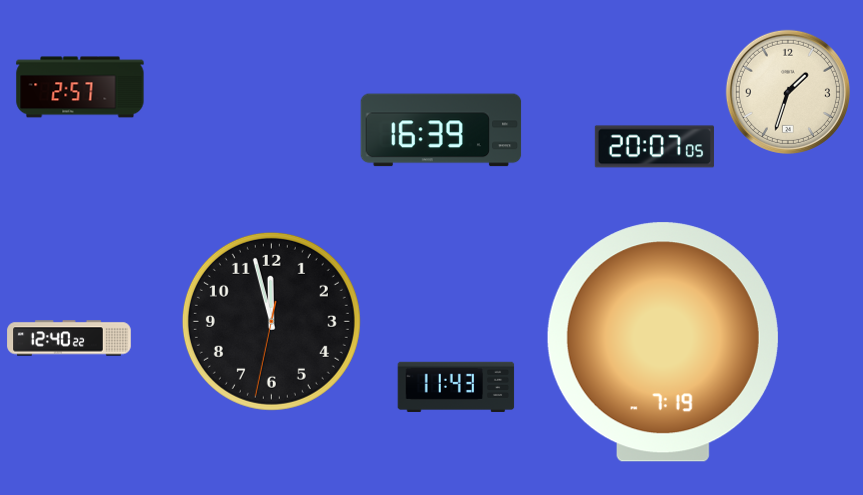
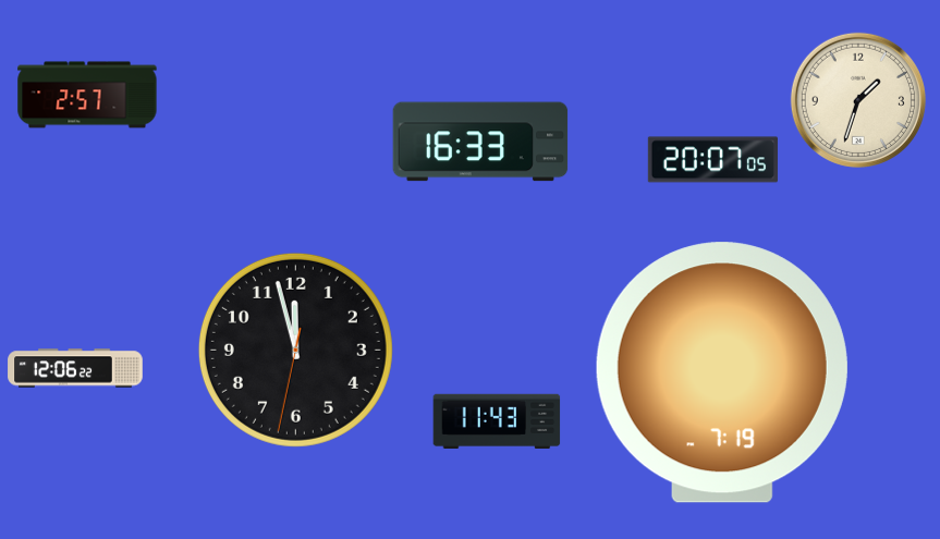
clock at (441, 130): 16:39 -> 16:33
clock at (69, 338): 12:40 -> 12:06
